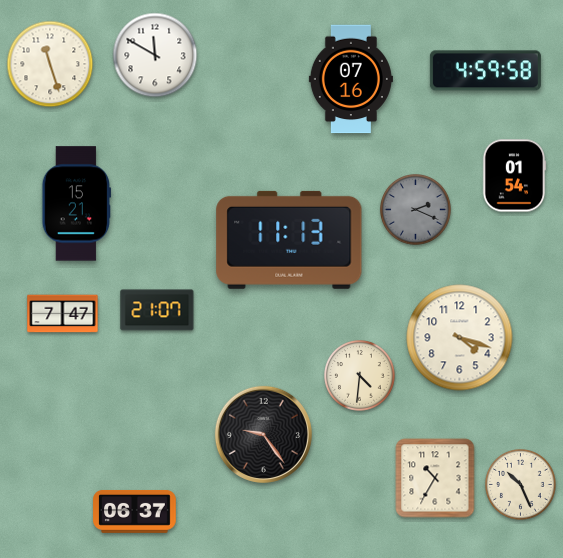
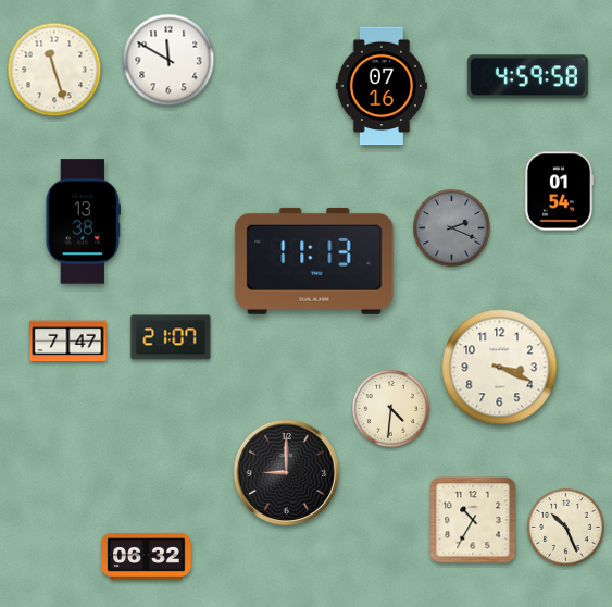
clock at (77, 204): 15:21 -> 13:38
clock at (460, 338): 4:18 -> 3:19
clock at (263, 434): 9:24 -> 9:00
clock at (135, 511): 06:37 -> 06:32
